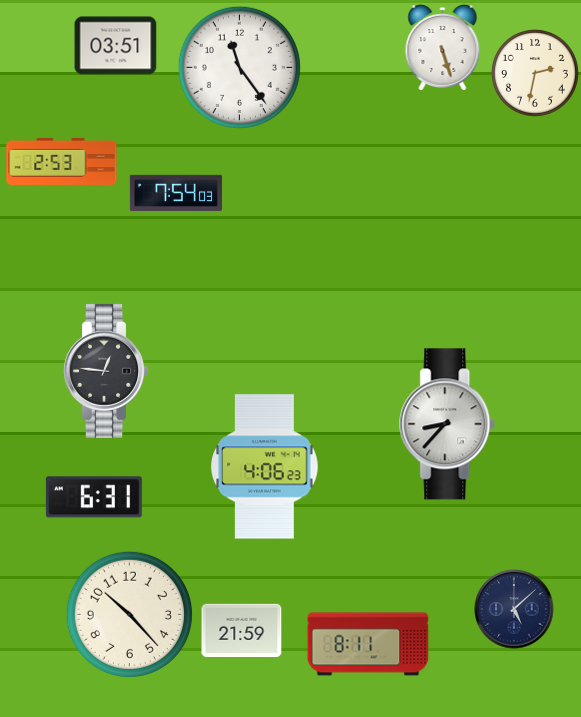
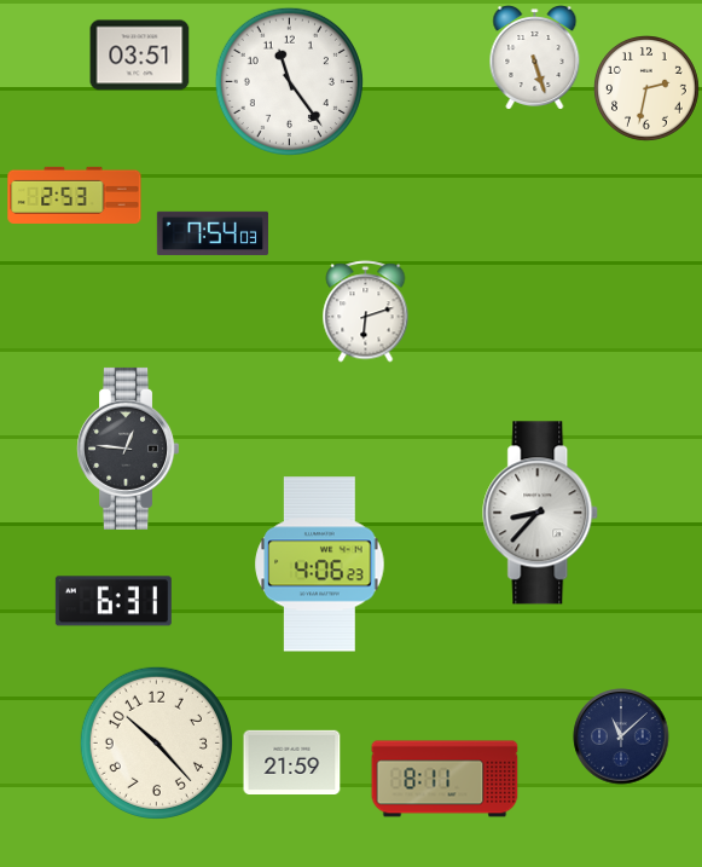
clock at (366, 312): none -> 6:12
clock at (514, 609): 5:08 -> 11:08
